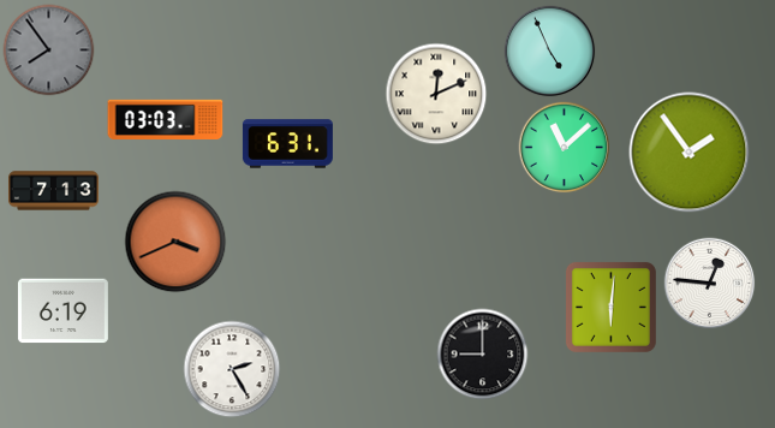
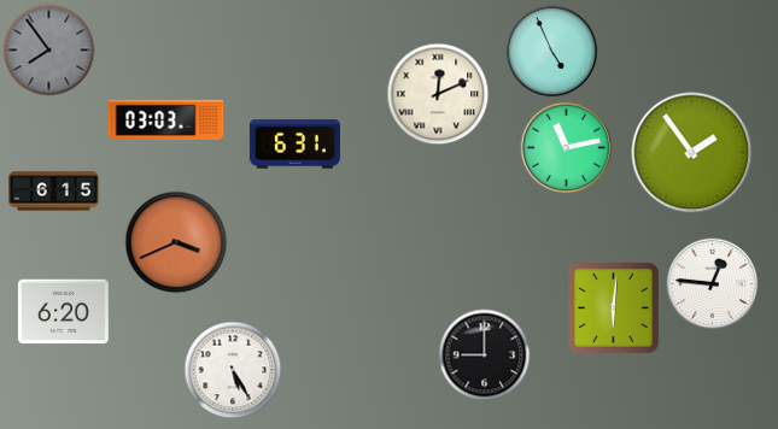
clock at (287, 144) position: (287, 144) -> (294, 145)
clock at (565, 148): 11:08 -> 11:13
clock at (53, 191): 7:13 -> 6:15
clock at (62, 311): 6:19 -> 6:20
clock at (232, 369): 2:25 -> 5:25
